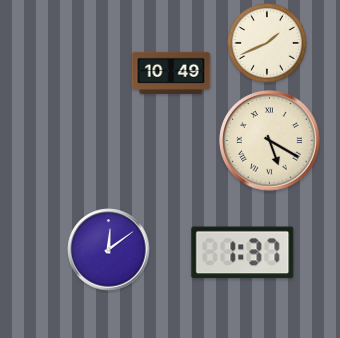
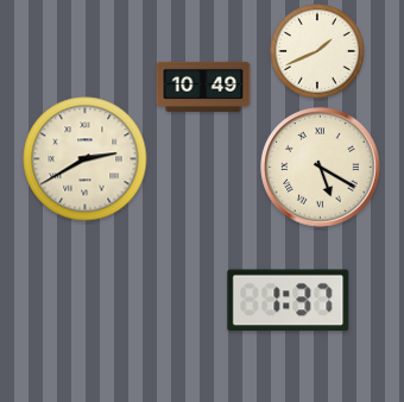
clock at (86, 159): none -> 2:40
clock at (109, 250): 12:09 -> none
